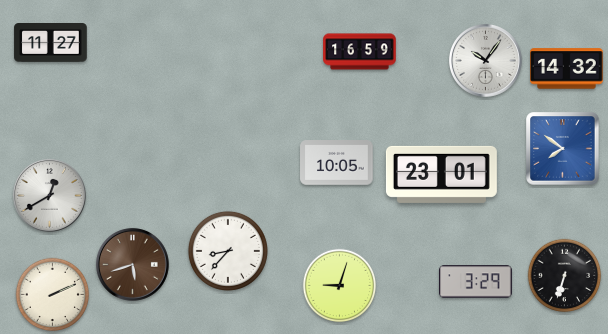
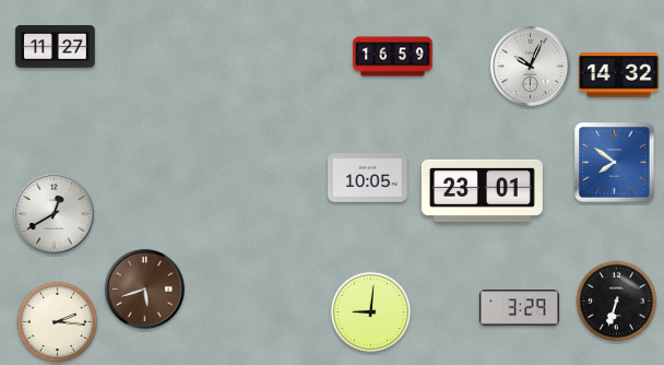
clock at (485, 60): 10:06 -> 10:04
clock at (228, 251): 8:37 -> none
clock at (340, 286): 9:03 -> 9:01
clock at (53, 295): 2:11 -> 2:16
